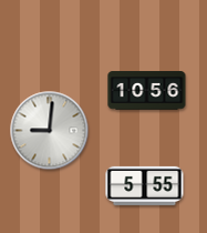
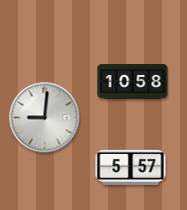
clock at (147, 91): 10:56 -> 10:58
clock at (145, 185): 5:55 -> 5:57
